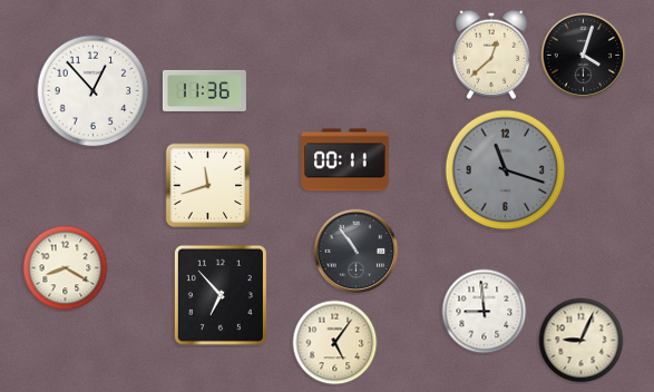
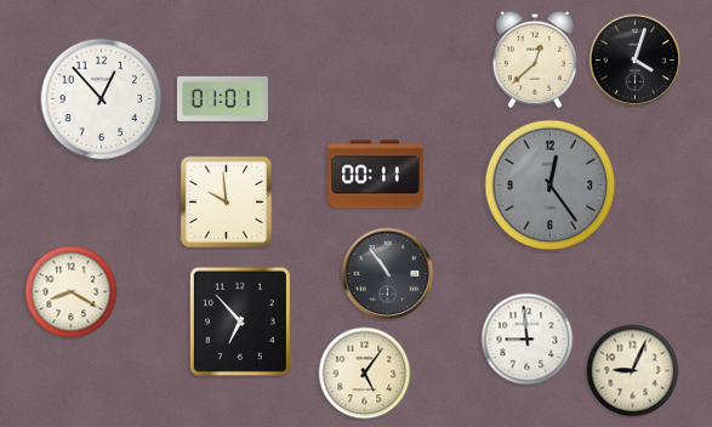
clock at (204, 90): 11:36 -> 01:01
clock at (506, 170): 11:18 -> 12:24
clock at (208, 186): 11:42 -> 9:59
